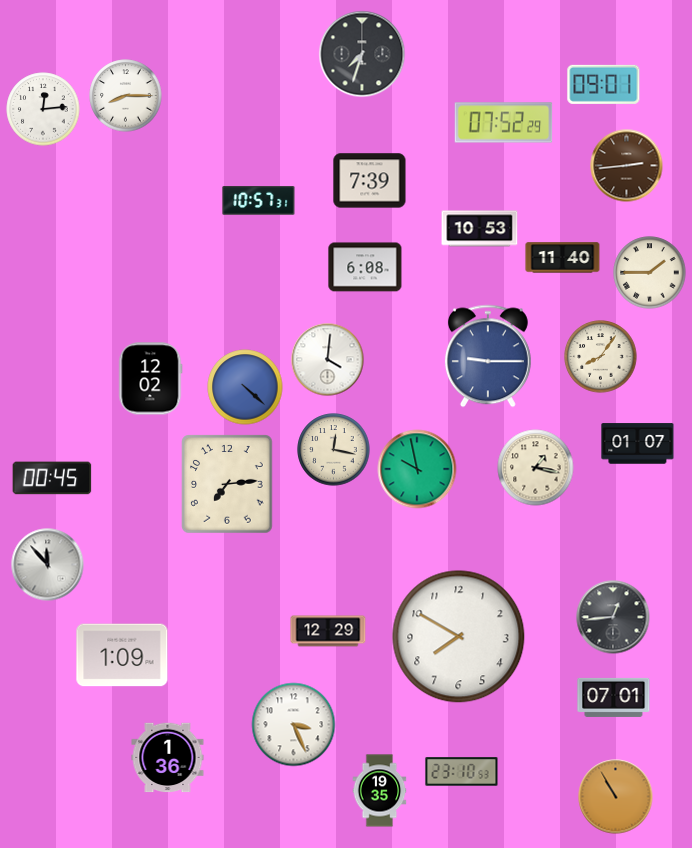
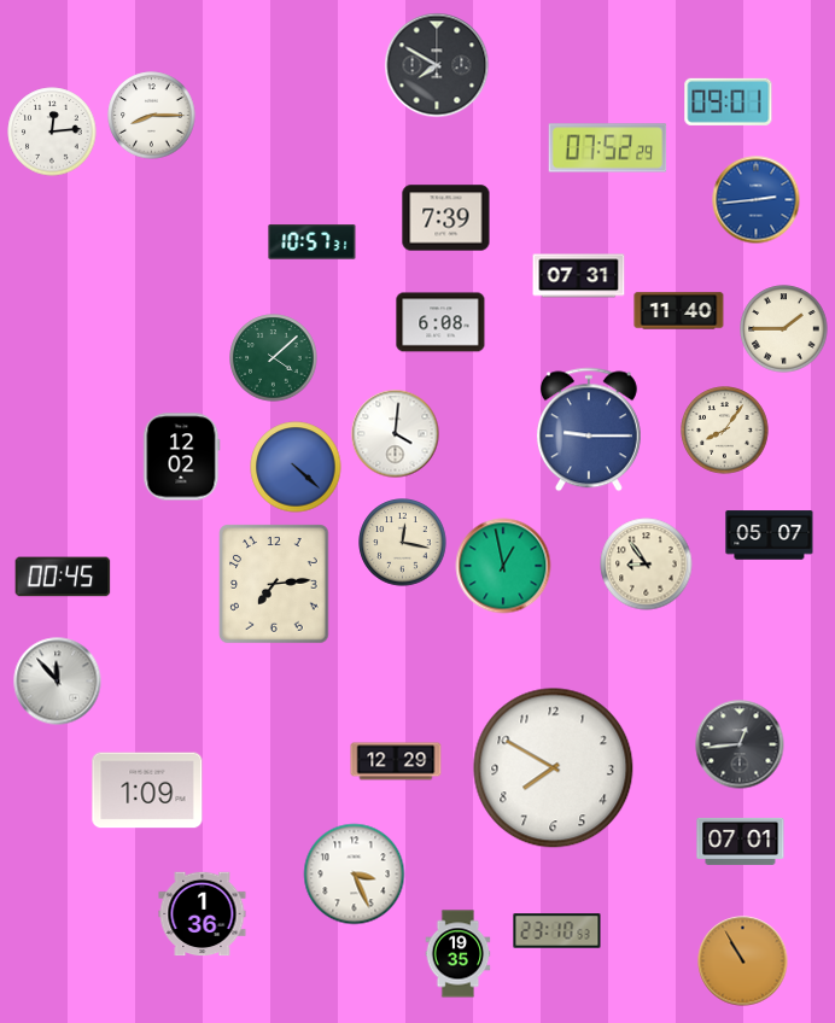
clock at (362, 54): 7:33 -> 7:50
clock at (627, 166) dial: brown -> blue
clock at (480, 229): 10:53 -> 07:31
clock at (274, 358): none -> 4:08
clock at (638, 444): 01:07 -> 05:07
clock at (536, 468): 1:17 -> 8:54
clock at (417, 469): 9:58 -> 12:58
